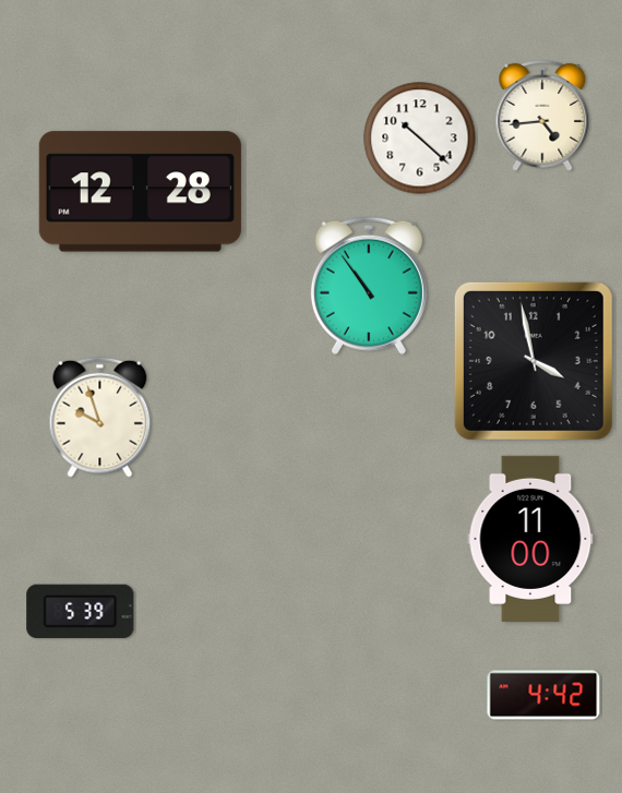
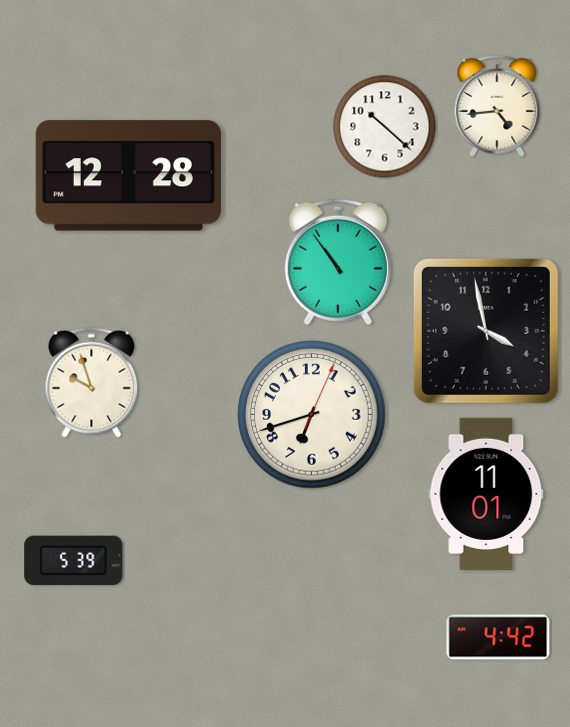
clock at (534, 361) position: (534, 361) -> (486, 331)
clock at (312, 415): none -> 6:42
clock at (530, 539): 11:00 -> 11:01
